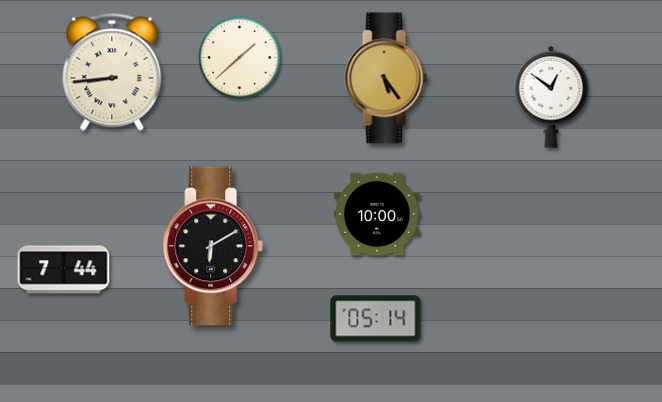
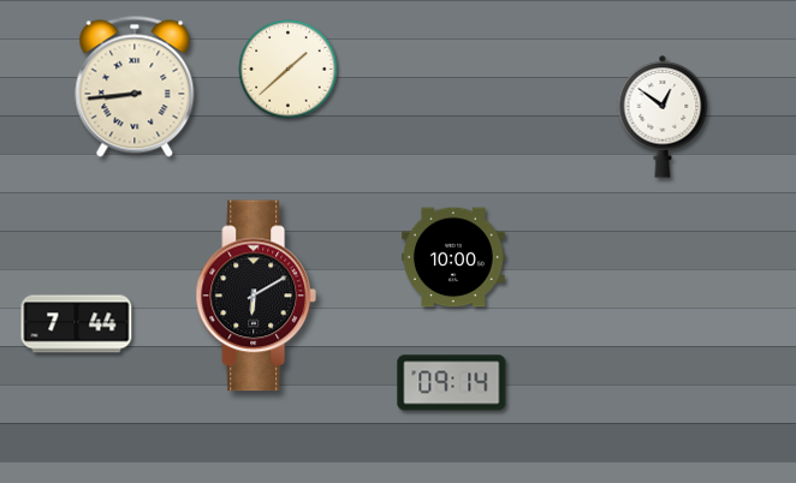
clock at (386, 78): 5:24 -> none
clock at (376, 319): 05:14 -> 09:14
